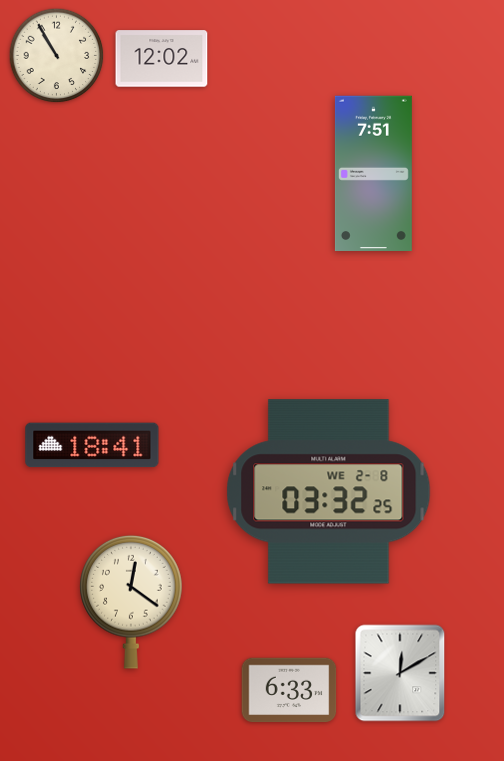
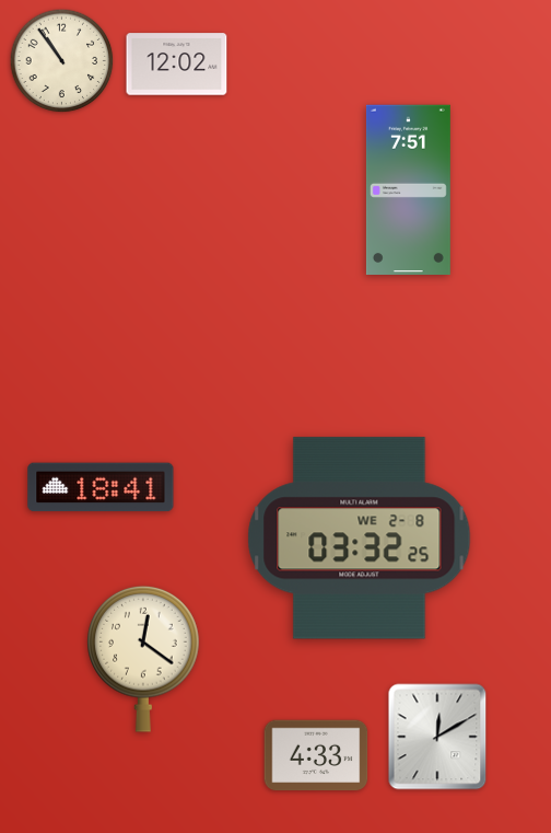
clock at (57, 56): 10:55 -> 10:54
clock at (289, 690): 6:33 -> 4:33
